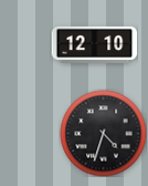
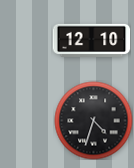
clock at (94, 44) position: (94, 44) -> (91, 40)
